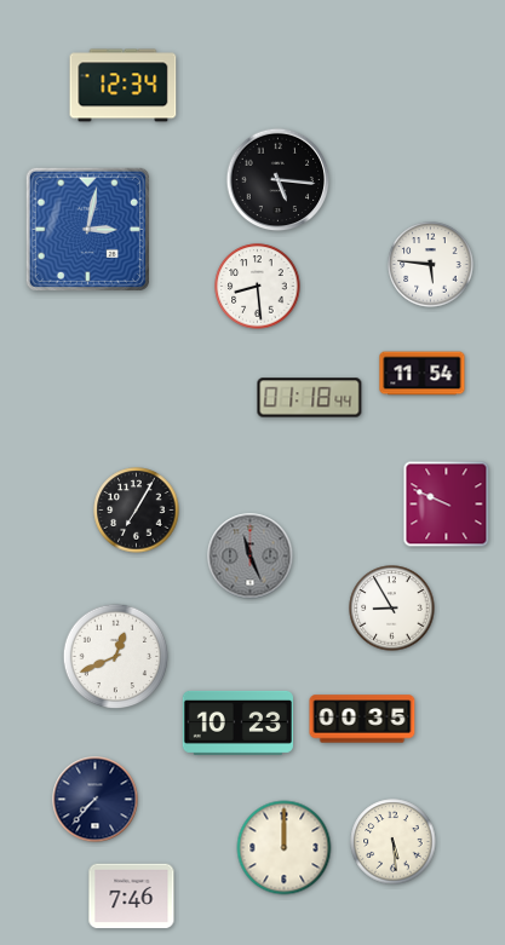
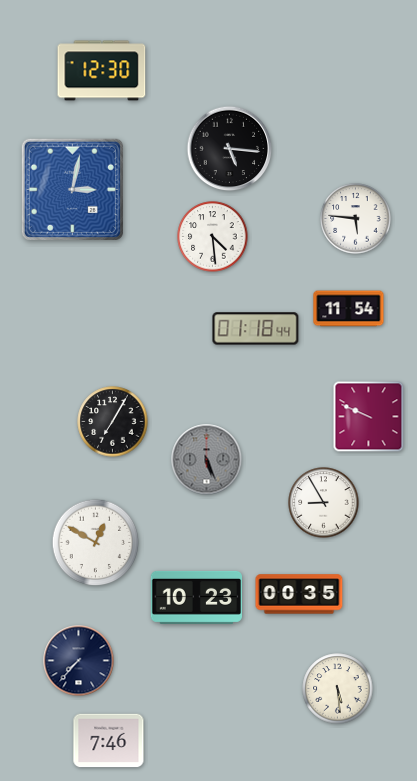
clock at (124, 86): 12:34 -> 12:30
clock at (258, 287): 8:29 -> 4:29
clock at (251, 557): 11:26 -> 5:26
clock at (116, 657): 12:41 -> 12:50
clock at (394, 842) position: (394, 842) -> (338, 689)
clock at (285, 848): 12:00 -> none
